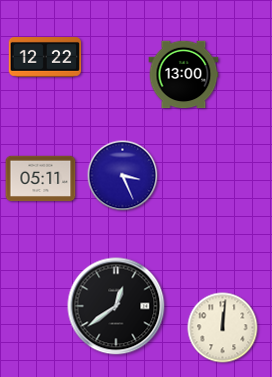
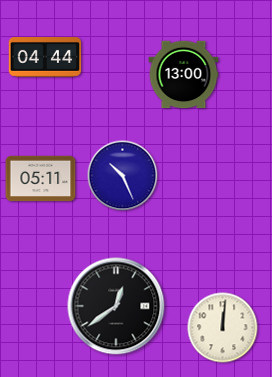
clock at (45, 58): 12:22 -> 04:44
clock at (123, 176): 3:26 -> 10:26
